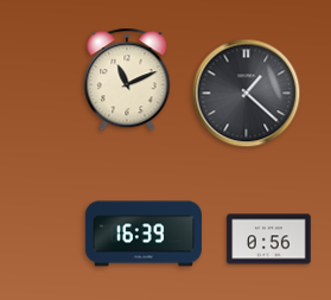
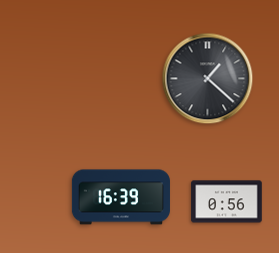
clock at (127, 79): 11:11 -> none
